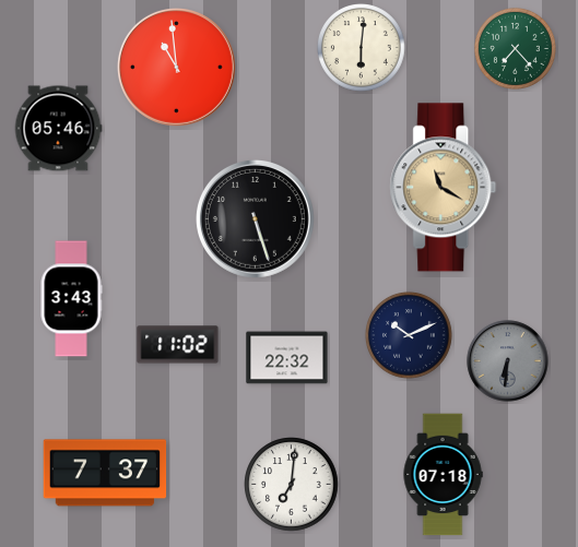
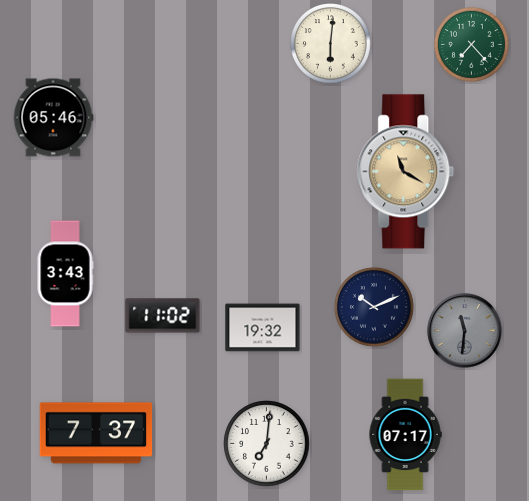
clock at (176, 67): 10:59 -> none
clock at (255, 218): 5:27 -> none
clock at (287, 358): 22:32 -> 19:32
clock at (508, 361): 6:31 -> 11:31
clock at (443, 475): 07:18 -> 07:17
